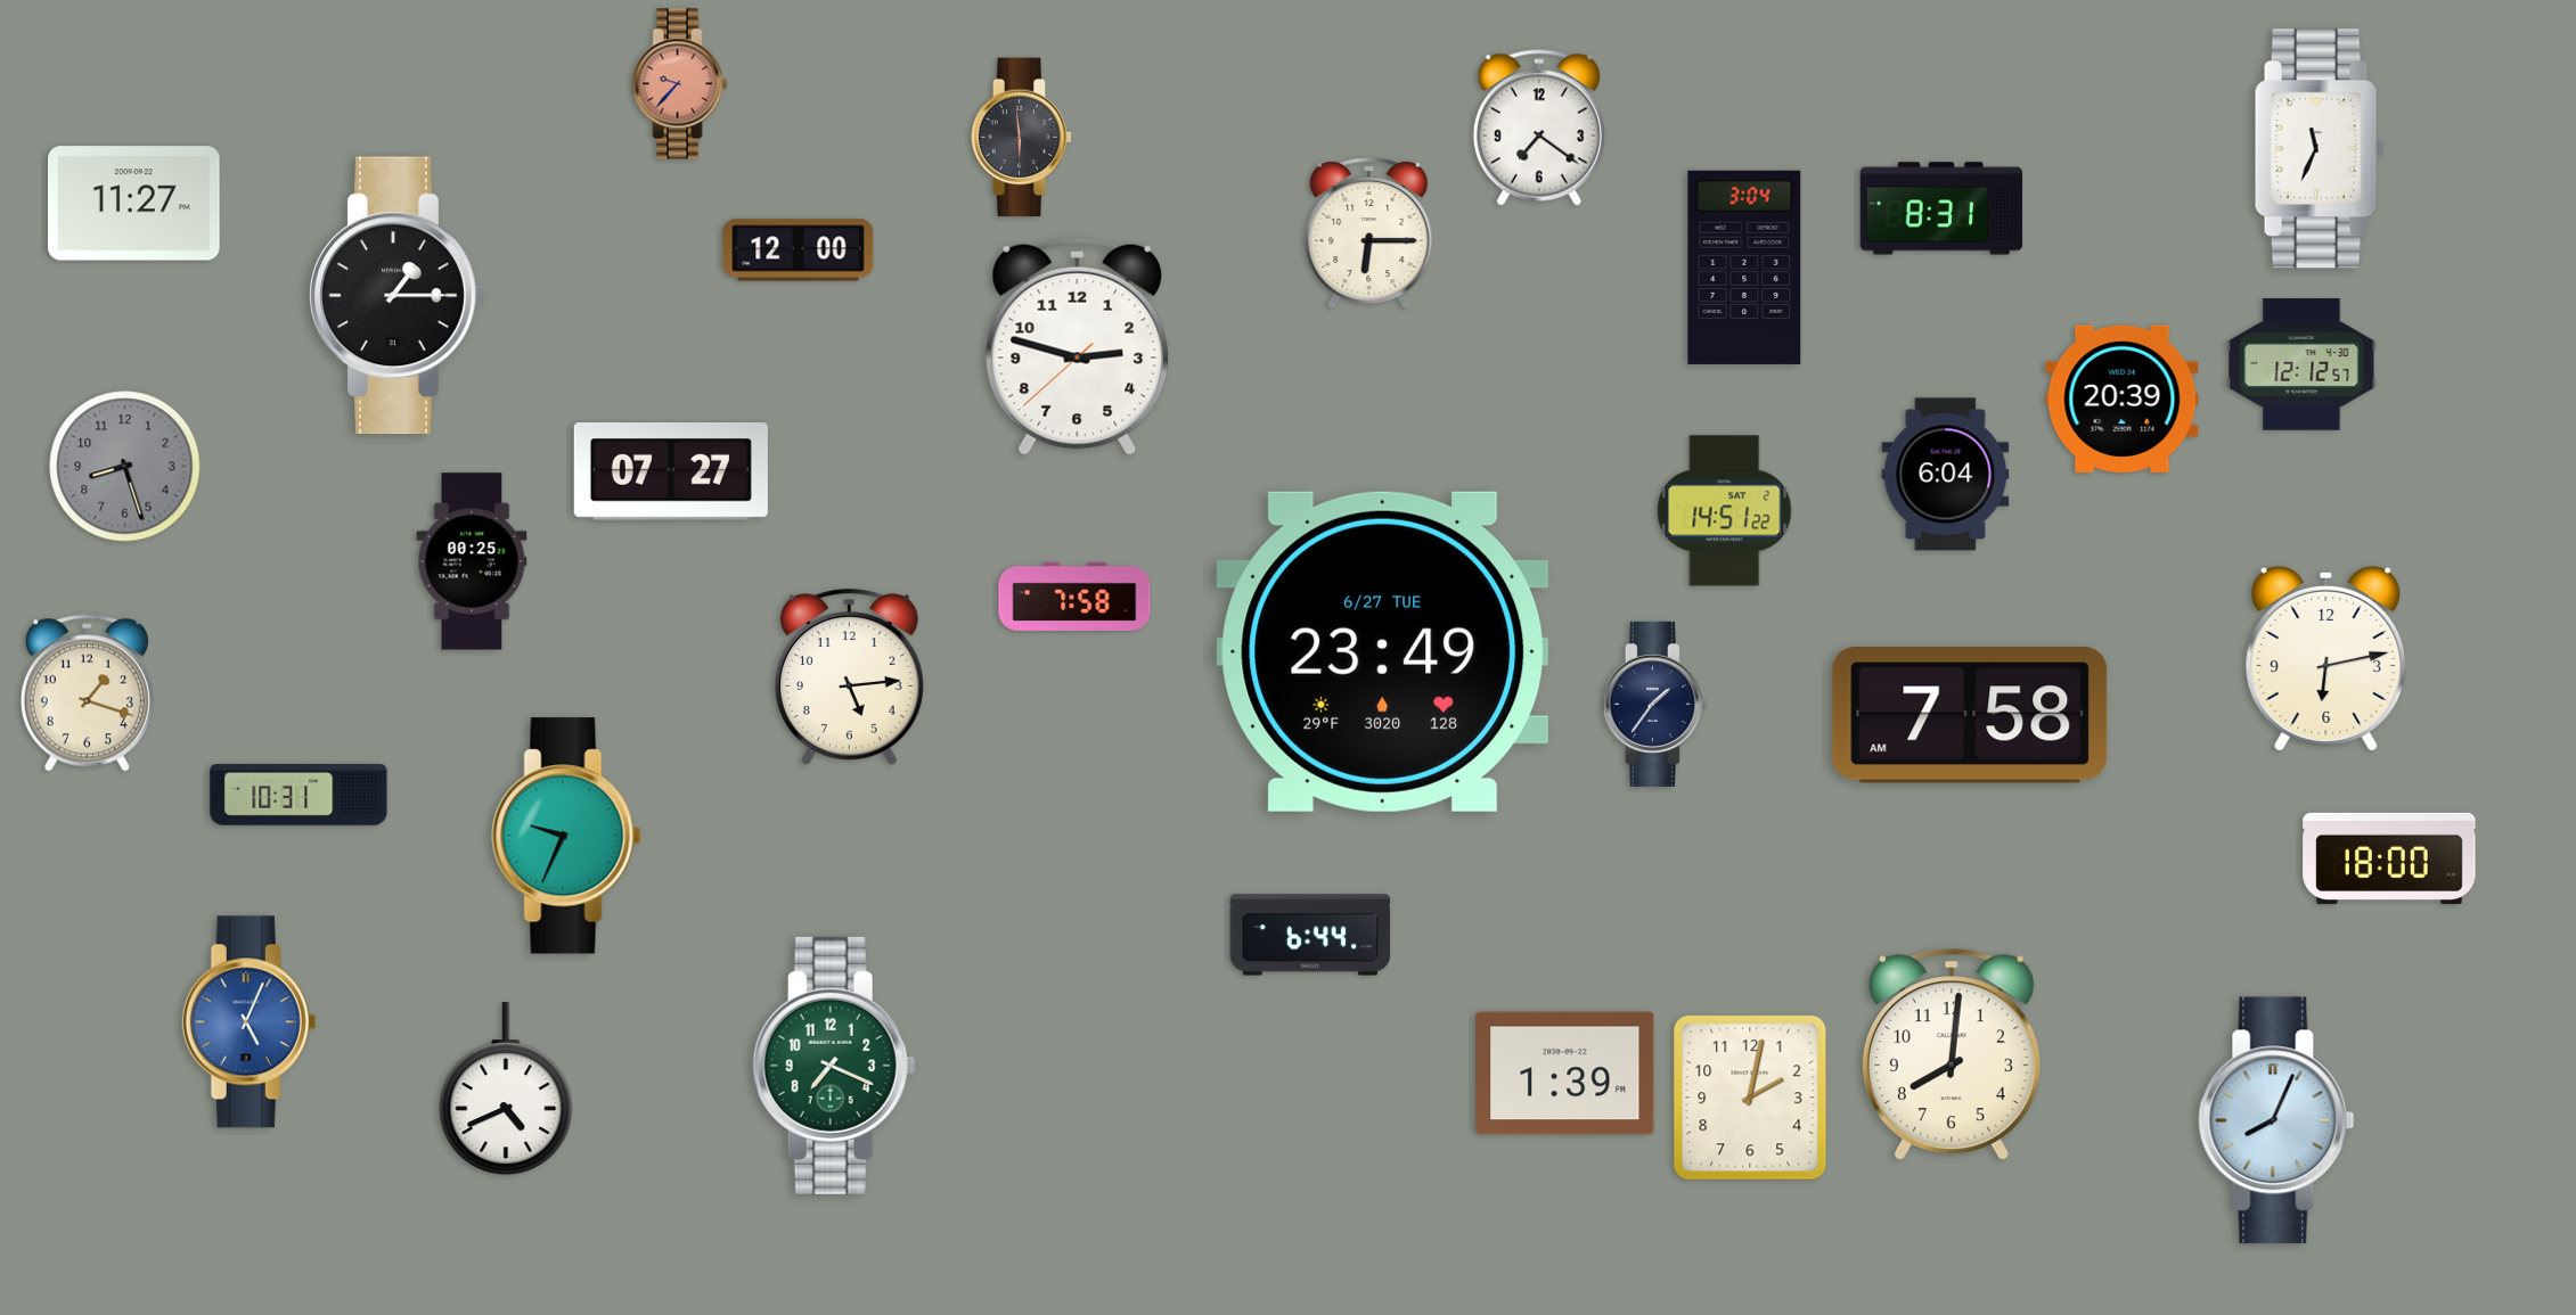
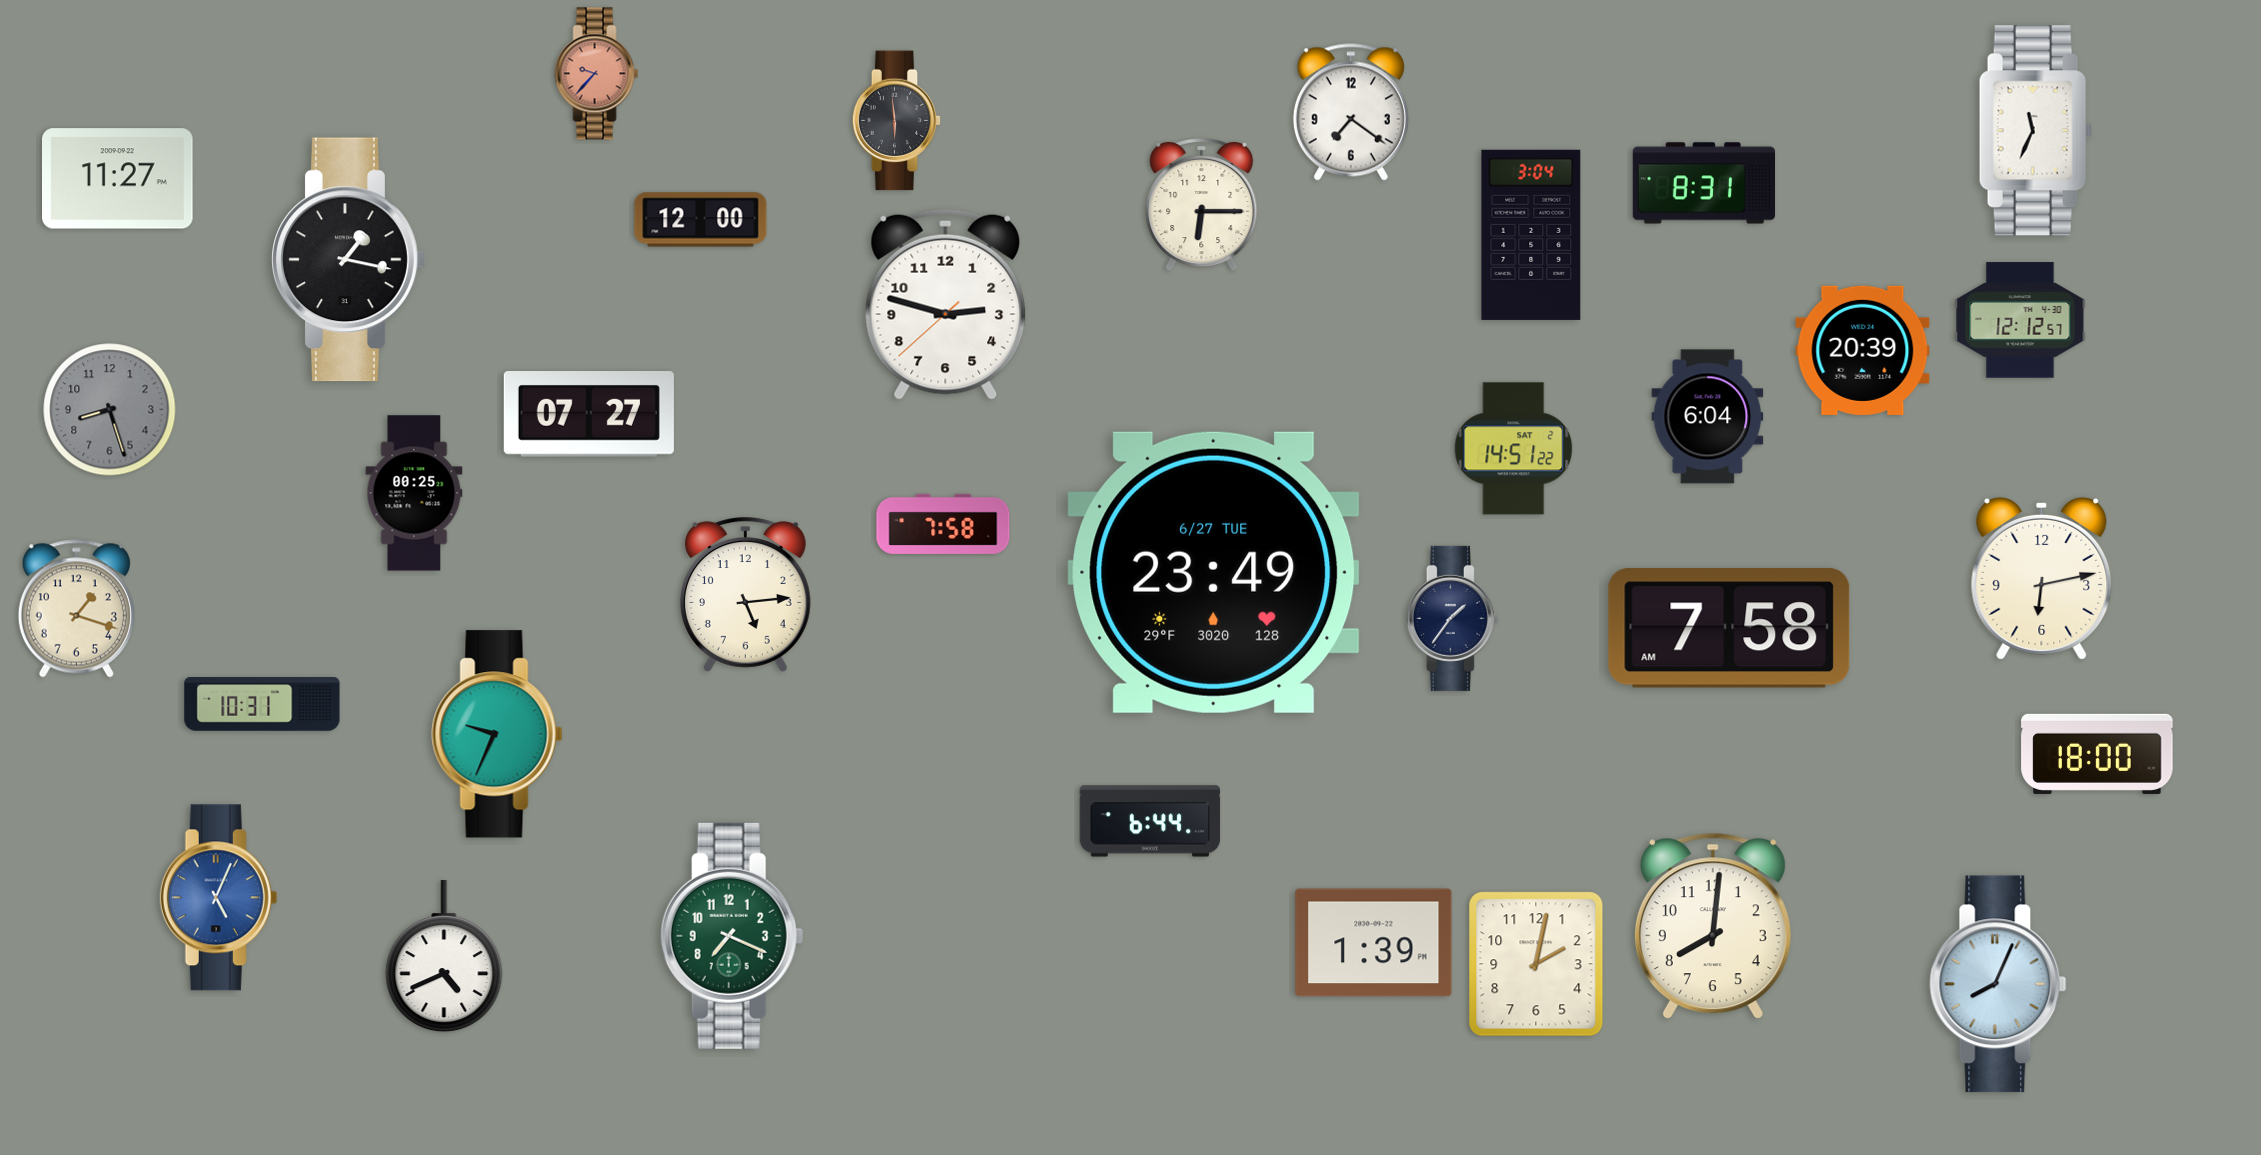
clock at (398, 296): 1:15 -> 1:17
clock at (299, 795) position: (299, 795) -> (262, 704)
